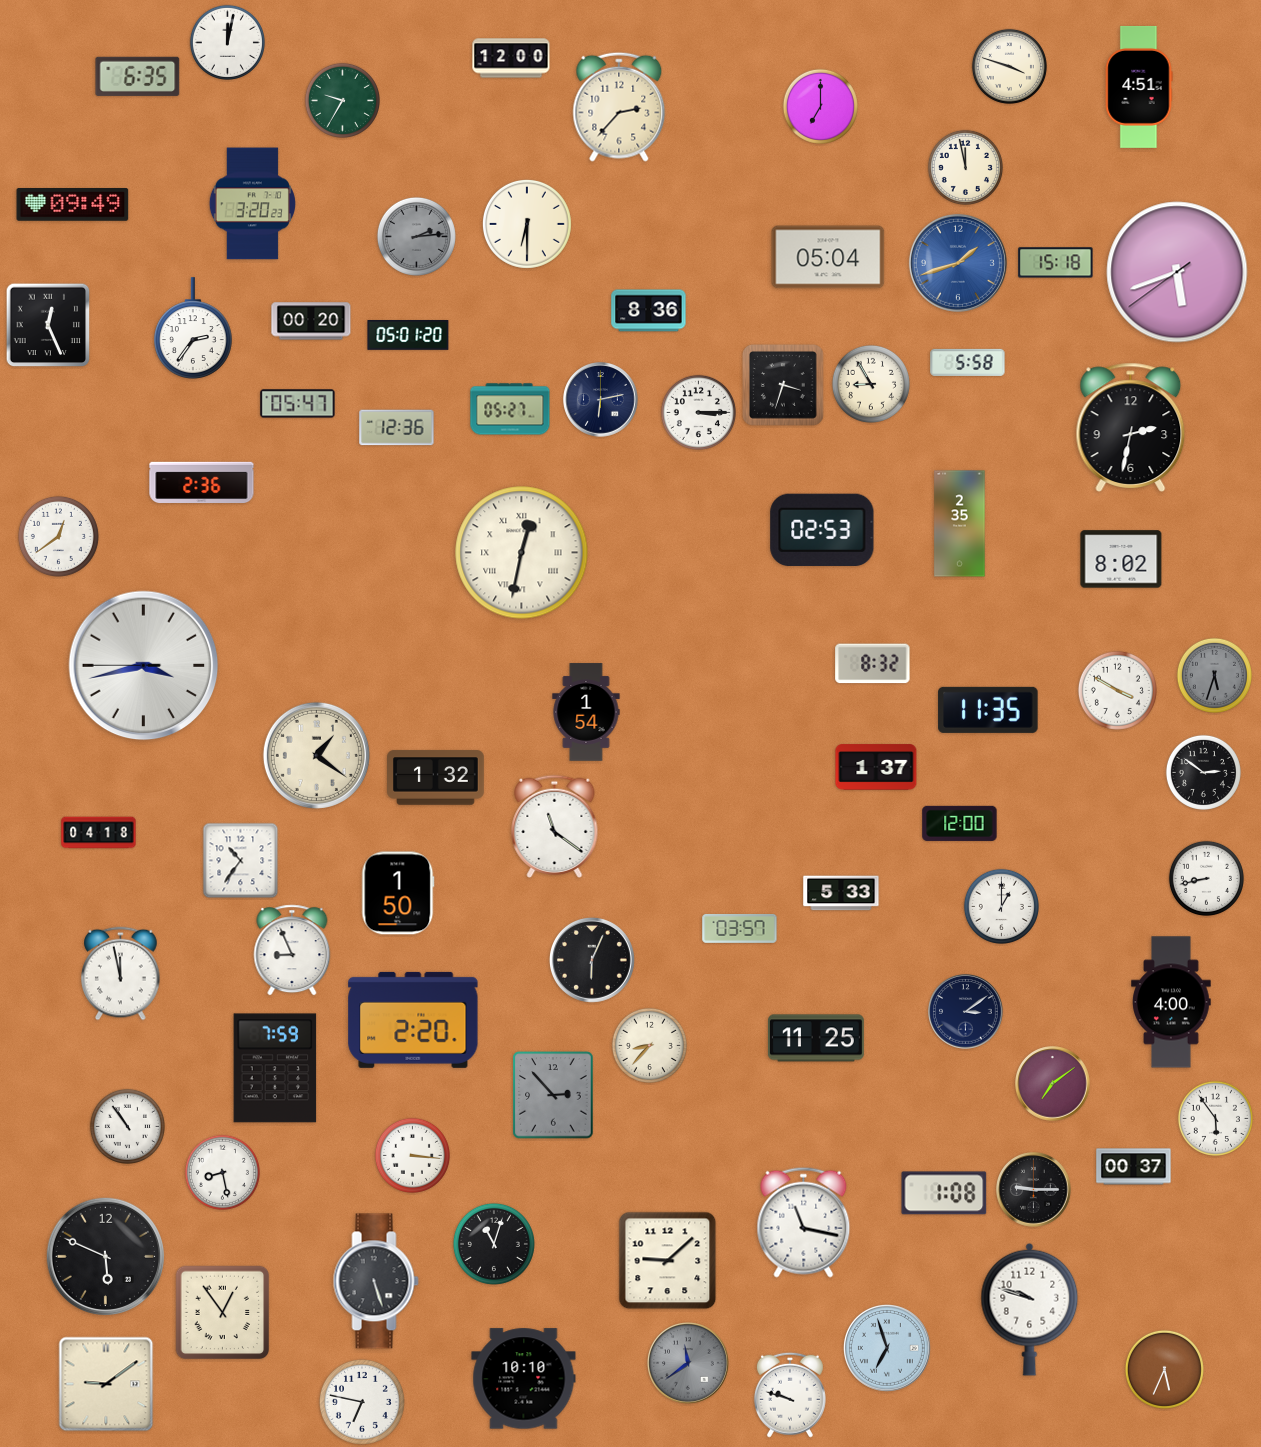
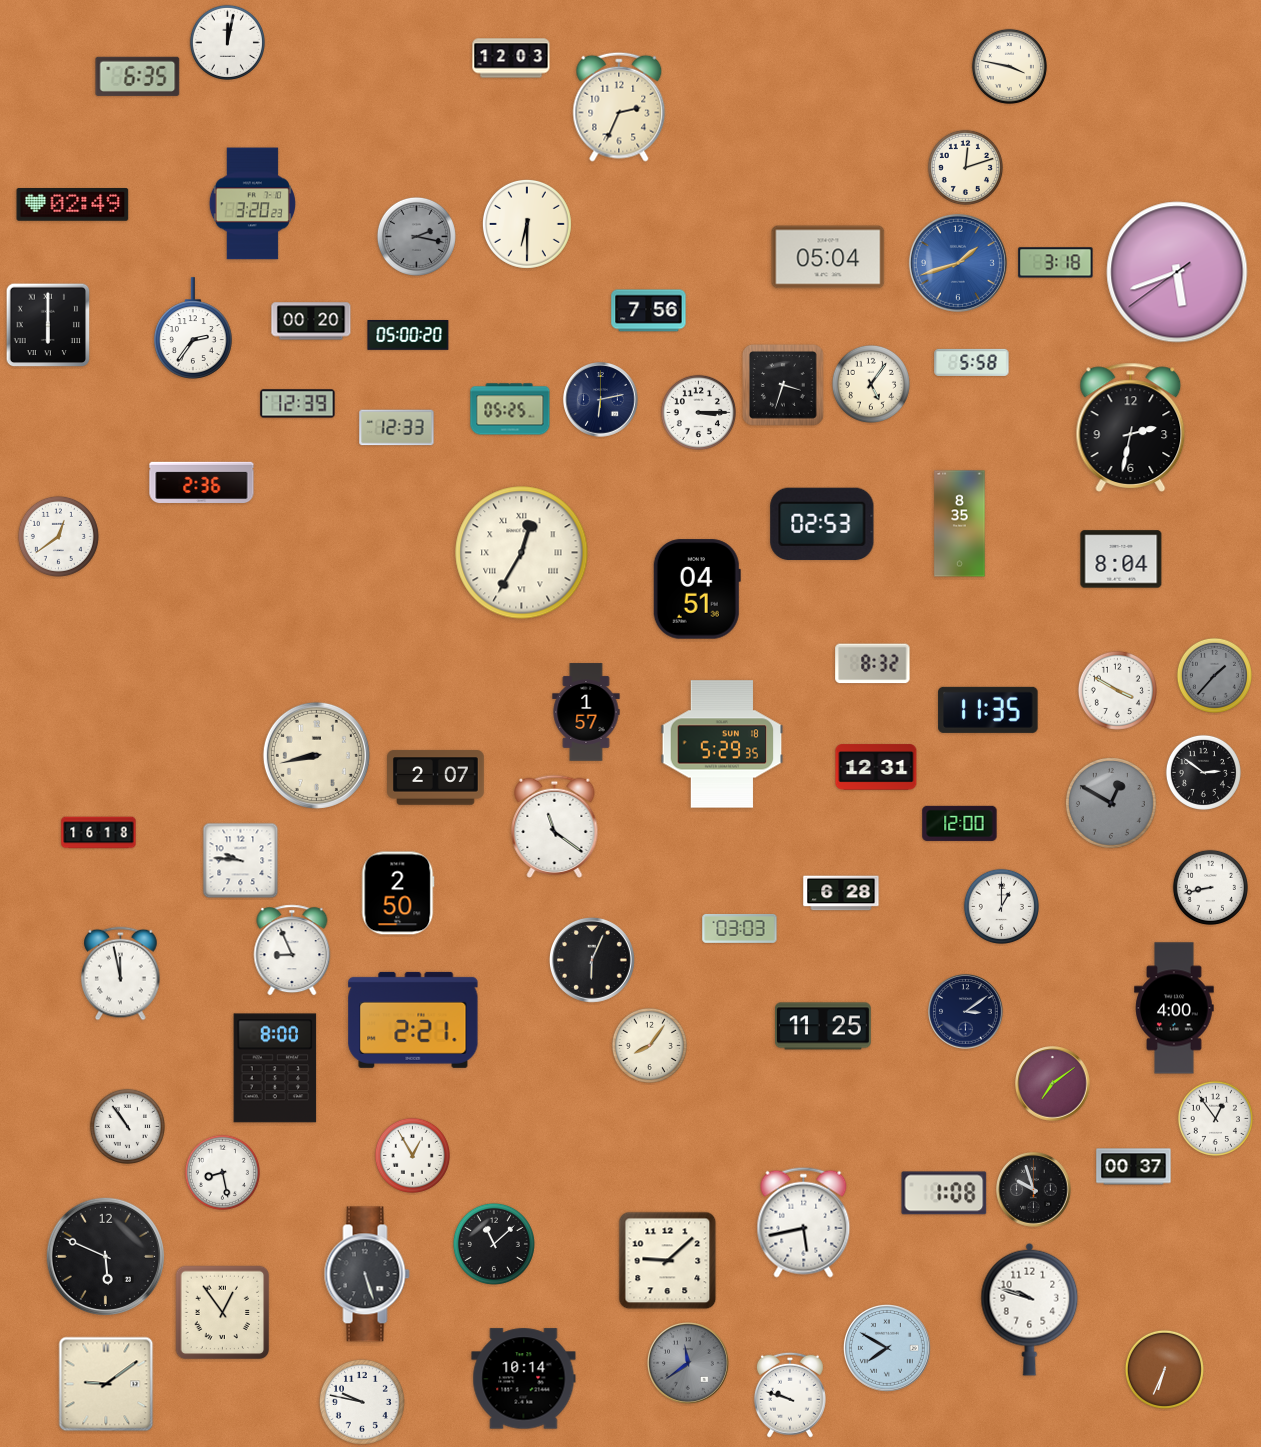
clock at (511, 58): 12:00 -> 12:03
clock at (1009, 66): 3:48 -> 3:47
clock at (1139, 87): 4:51 -> none
clock at (342, 100): 9:35 -> none
clock at (820, 106): 7:00 -> none
clock at (619, 107): 2:37 -> 2:34
clock at (965, 167): 11:58 -> 12:12
clock at (73, 205): 09:49 -> 02:49
clock at (416, 236): 2:14 -> 2:17
clock at (1056, 263): 15:18 -> 3:18
clock at (649, 311): 8:36 -> 7:56
clock at (48, 325): 12:26 -> 6:00
clock at (408, 336): 05:01 -> 05:00
clock at (968, 362) position: (968, 362) -> (972, 362)
clock at (871, 384): 8:55 -> 5:06
clock at (298, 404): 05:47 -> 12:39
clock at (510, 409): 05:27 -> 05:25
clock at (397, 428): 12:36 -> 12:33
clock at (960, 524): 2:35 -> 8:35
clock at (822, 529) position: (822, 529) -> (822, 523)
clock at (522, 553): 12:32 -> 12:35
clock at (1121, 559): 8:02 -> 8:04
clock at (697, 589): none -> 04:51
clock at (144, 666): 3:42 -> none
clock at (1214, 675): 5:33 -> 1:37
clock at (586, 712): 1:54 -> 1:57
clock at (722, 744): none -> 5:29
clock at (316, 755): 1:21 -> 8:43
clock at (876, 767): 1:37 -> 12:31
clock at (436, 778): 1:32 -> 2:07
clock at (1111, 803): none -> 12:50
clock at (99, 833): 04:18 -> 16:18
clock at (241, 861): 10:36 -> 9:46
clock at (1206, 878) position: (1206, 878) -> (1210, 887)
clock at (398, 893): 1:50 -> 2:50
clock at (841, 893): 5:33 -> 6:28
clock at (740, 929): 03:57 -> 03:03
clock at (1171, 1002) position: (1171, 1002) -> (1174, 1008)
clock at (413, 1020): 2:20 -> 2:21
clock at (816, 1038) position: (816, 1038) -> (823, 1026)
clock at (649, 1045): 8:37 -> 8:06
clock at (275, 1068): 7:59 -> 8:00
clock at (553, 1095): 2:53 -> none
clock at (1215, 1118): 5:54 -> 12:54
clock at (412, 1155): 3:16 -> 12:55
clock at (1034, 1190): 9:15 -> 9:57
clock at (804, 1222): 11:17 -> 5:43
clock at (494, 1244): 11:03 -> 11:08
clock at (376, 1281) position: (376, 1281) -> (367, 1274)
clock at (887, 1348): 6:57 -> 7:50
clock at (1164, 1369): 5:34 -> 6:34
clock at (524, 1379): 10:10 -> 10:14
clock at (362, 1402): 6:47 -> 9:47
